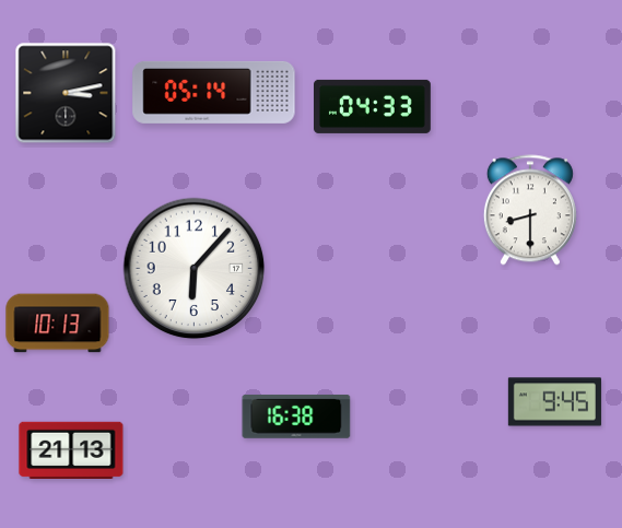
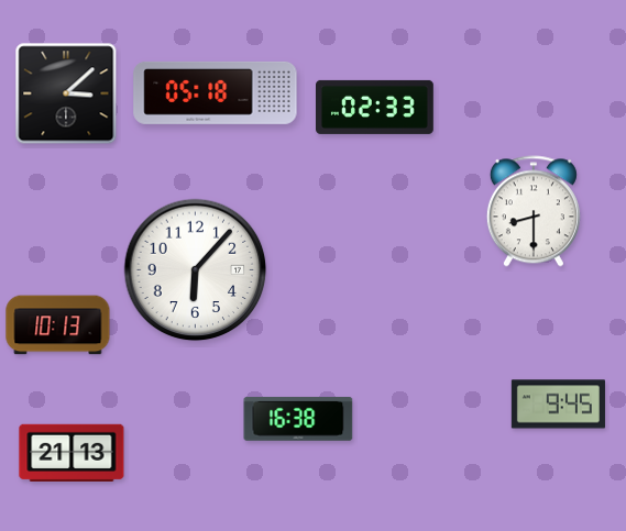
clock at (214, 92): 05:14 -> 05:18
clock at (66, 93): 3:13 -> 3:08
clock at (373, 106): 04:33 -> 02:33
